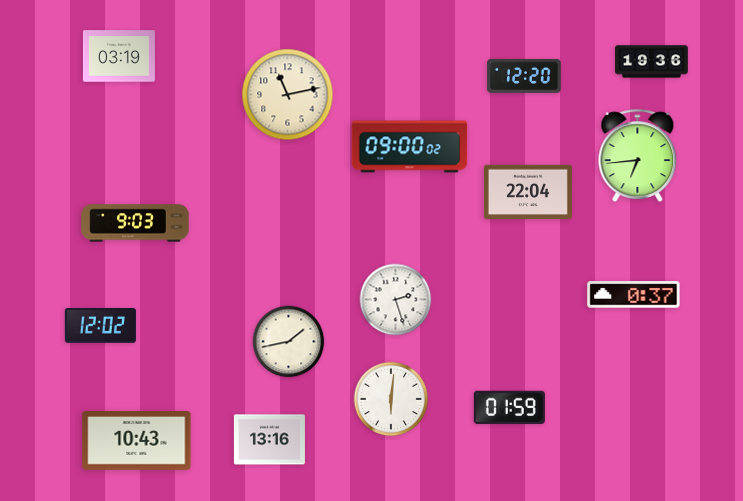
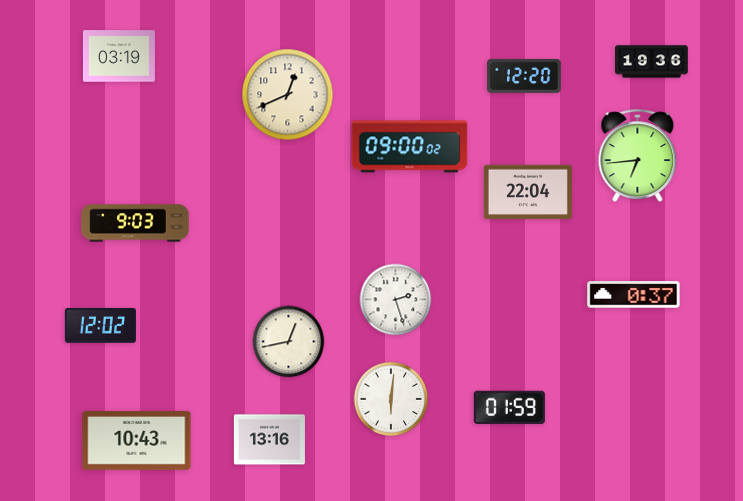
clock at (288, 95): 11:13 -> 12:41
clock at (289, 342): 1:43 -> 12:43
